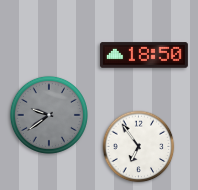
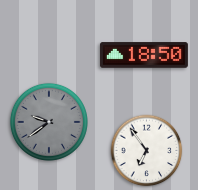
clock at (49, 115) position: (49, 115) -> (49, 122)
clock at (139, 147) position: (139, 147) -> (147, 151)
